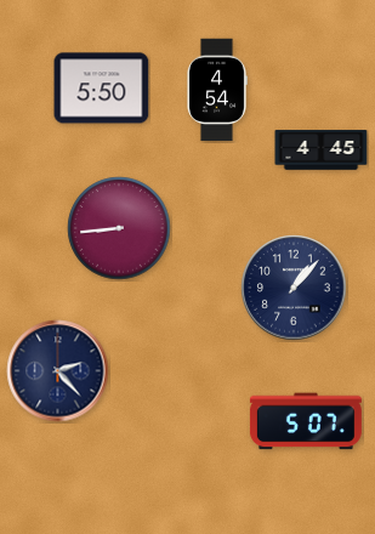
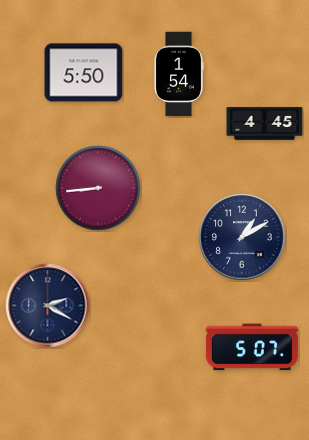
clock at (217, 90): 4:54 -> 1:54
clock at (294, 288): 1:07 -> 1:10
clock at (58, 371): 2:23 -> 2:20
